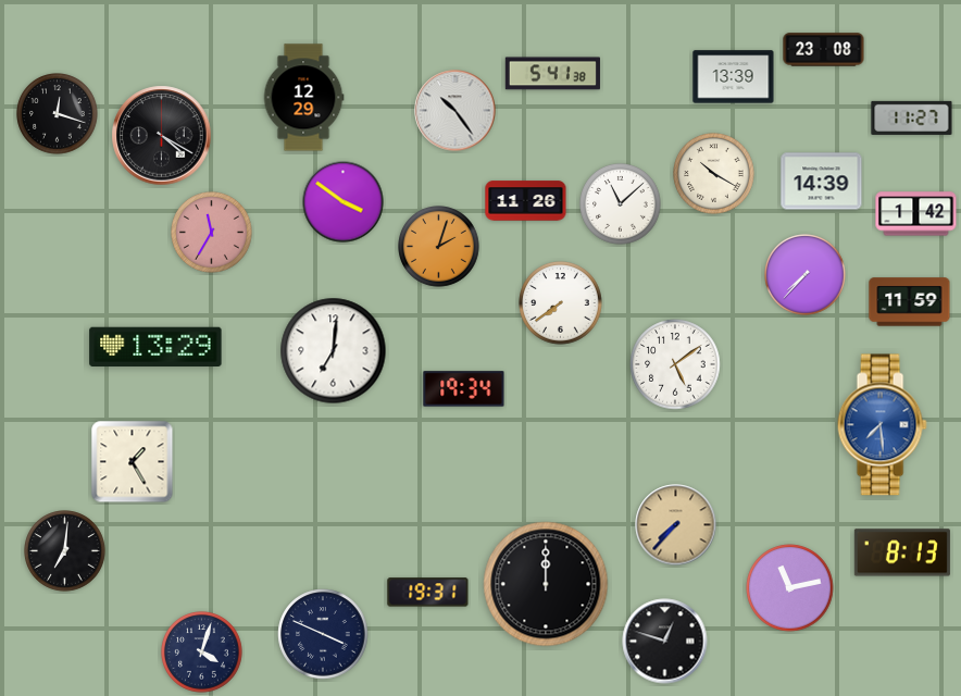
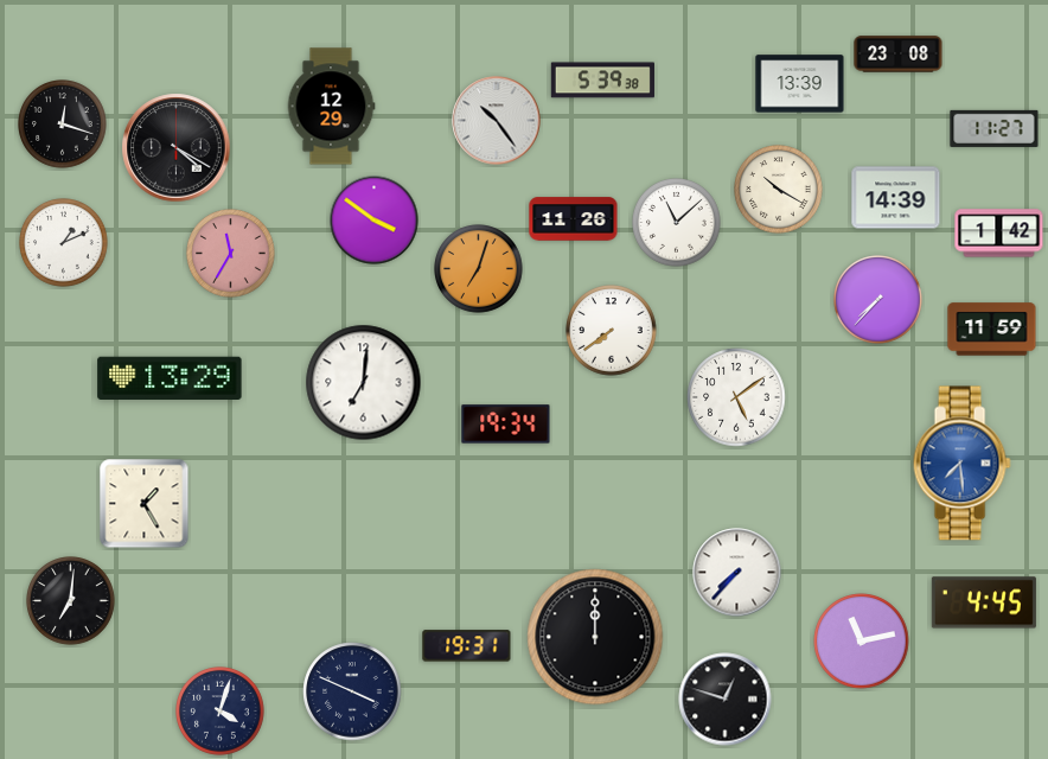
clock at (552, 74): 5:41 -> 5:39
clock at (64, 243): none -> 1:11
clock at (439, 247): 2:03 -> 7:03
clock at (676, 525) dial: champagne -> white
clock at (902, 552): 8:13 -> 4:45
